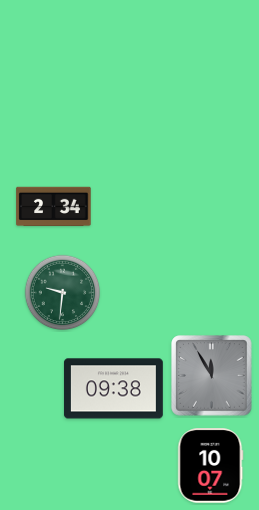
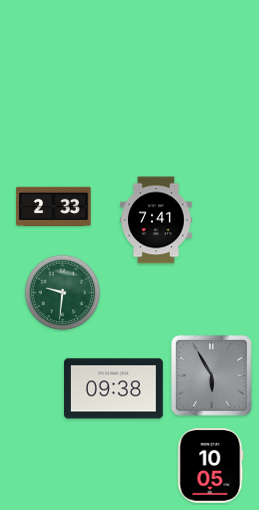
clock at (54, 207): 2:34 -> 2:33
clock at (157, 220): none -> 7:41
clock at (212, 376): 11:55 -> 5:55
clock at (211, 466): 10:07 -> 10:05
